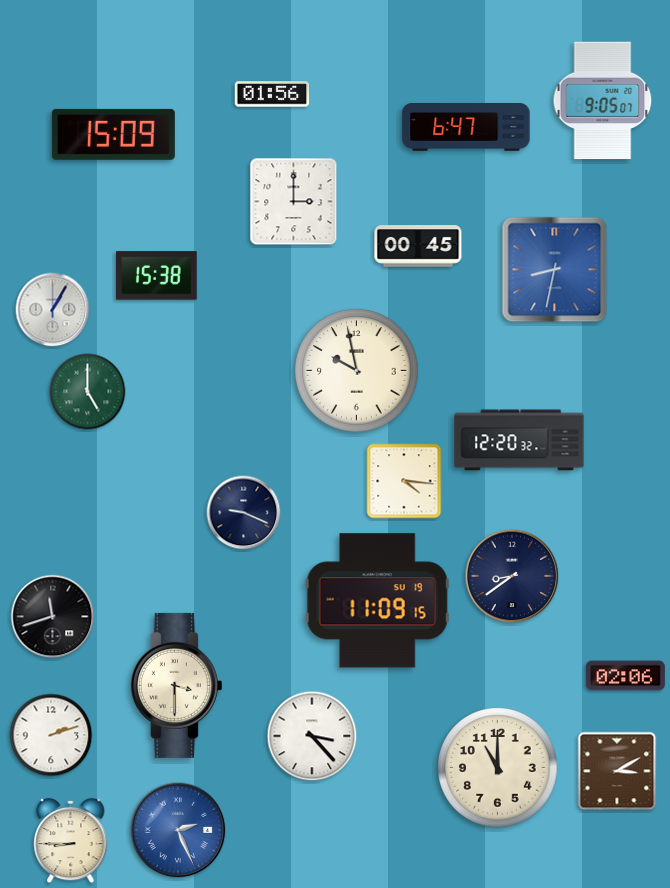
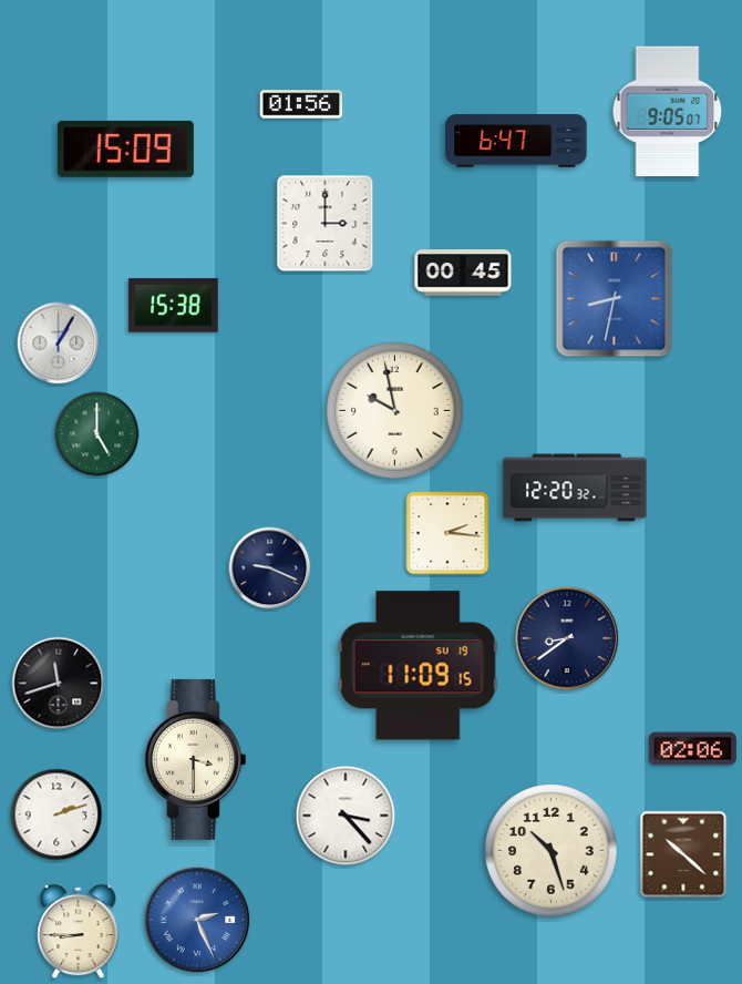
clock at (404, 481): 4:16 -> 2:16
clock at (498, 768): 11:00 -> 10:27
clock at (617, 771): 3:10 -> 10:22
